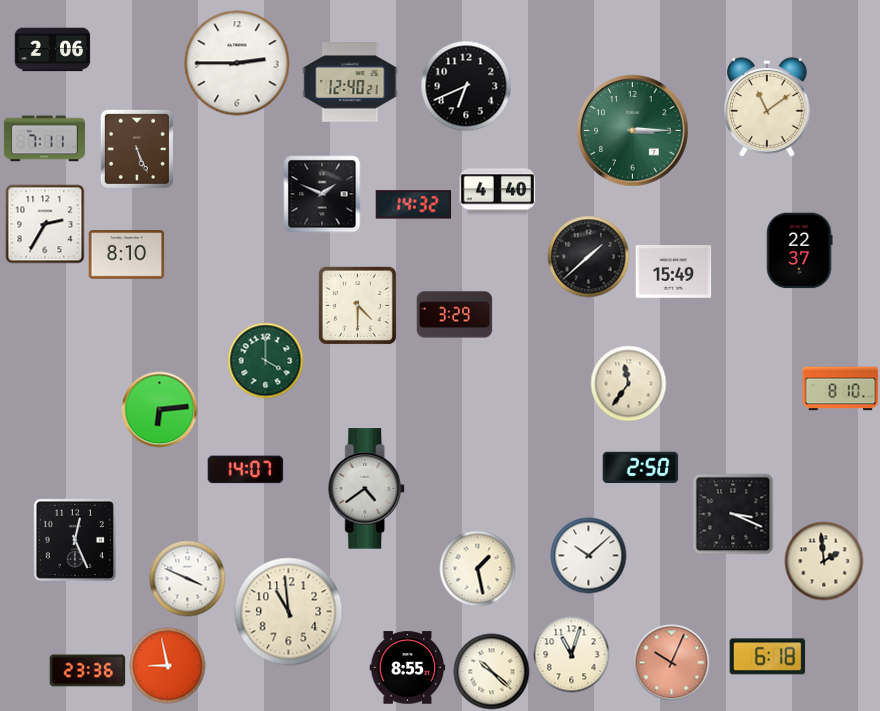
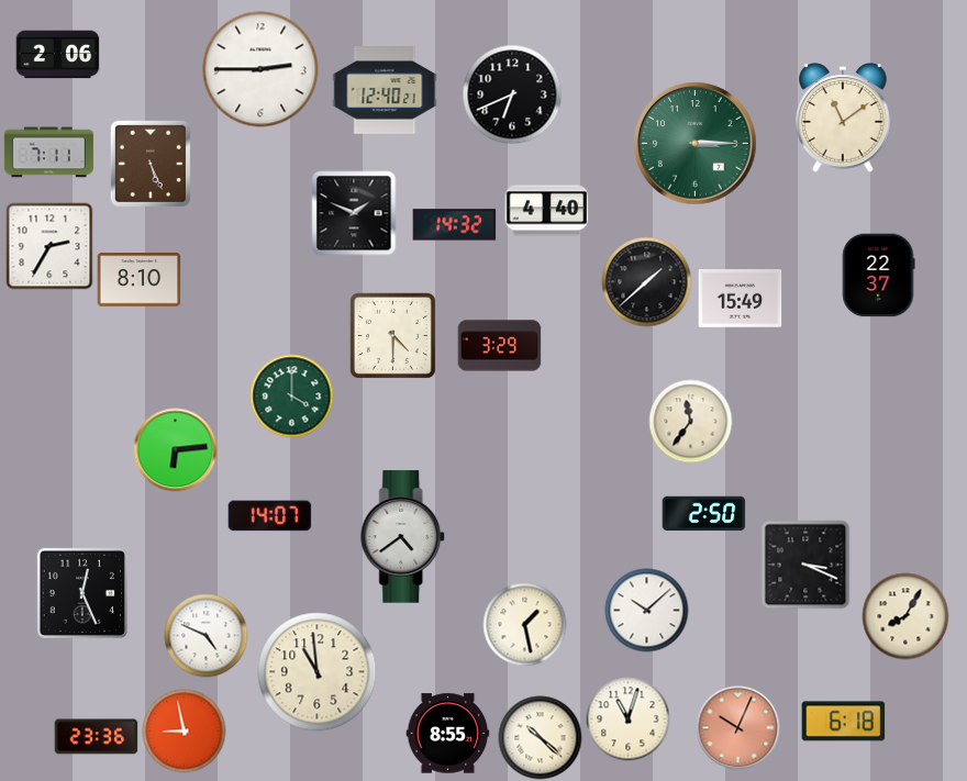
clock at (841, 389): 8:10 -> none
clock at (824, 561): 1:59 -> 8:05
clock at (188, 579): 3:49 -> 4:49
